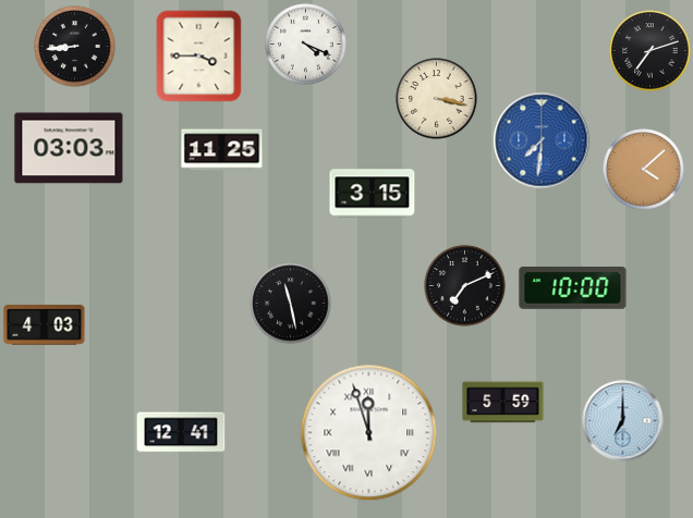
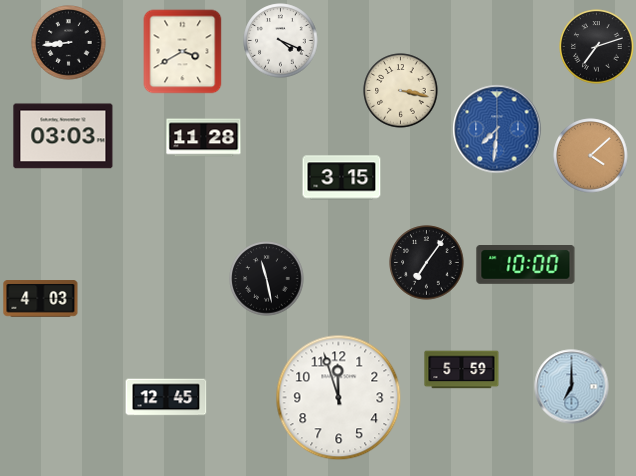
clock at (199, 57): 3:45 -> 3:40
clock at (222, 150): 11:25 -> 11:28
clock at (465, 286): 7:11 -> 7:06
clock at (181, 432): 12:41 -> 12:45
clock at (369, 433) numerals: Roman -> Arabic
